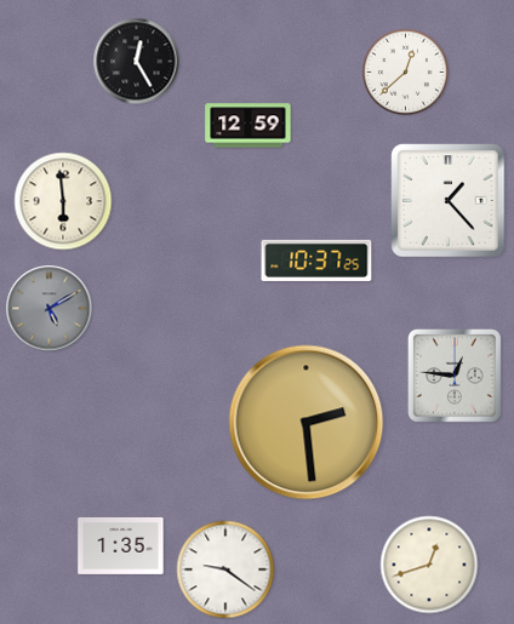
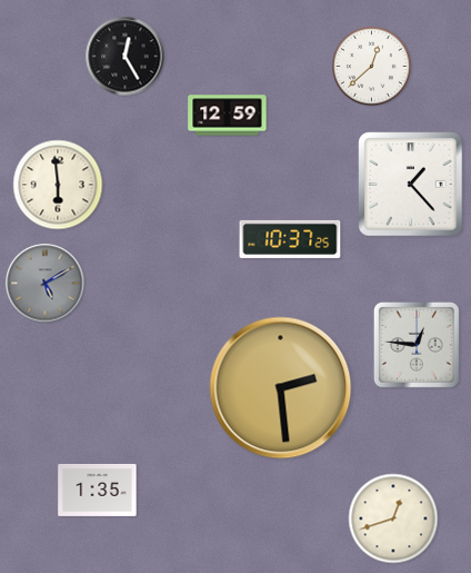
clock at (121, 545) position: (121, 545) -> (98, 490)
clock at (225, 569): 9:21 -> none
